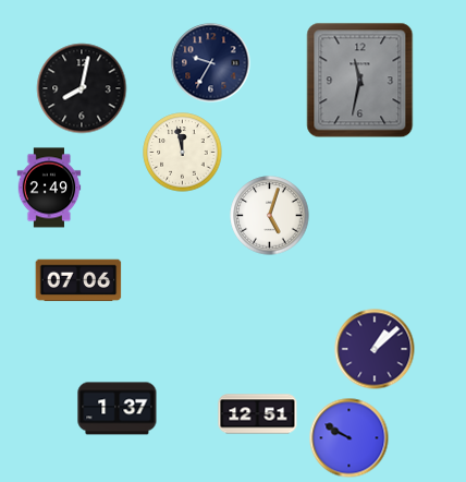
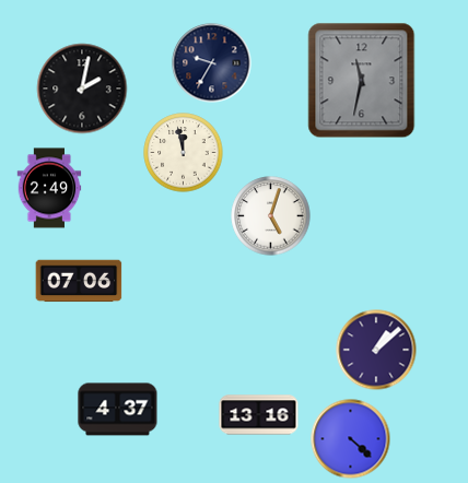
clock at (82, 88): 8:02 -> 2:02
clock at (118, 409): 1:37 -> 4:37
clock at (258, 414): 12:51 -> 13:16
clock at (349, 438): 9:50 -> 4:22
